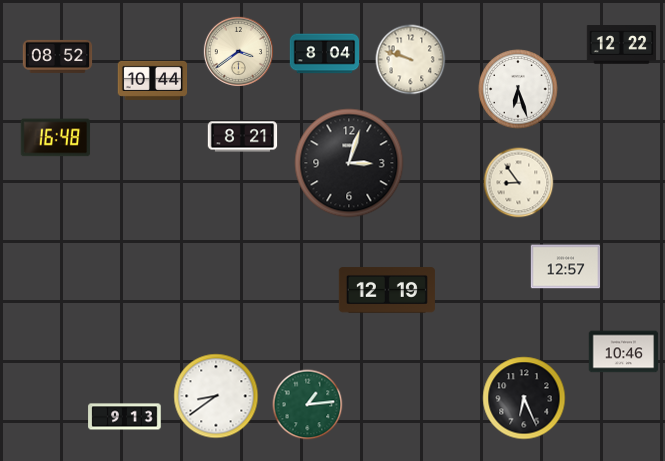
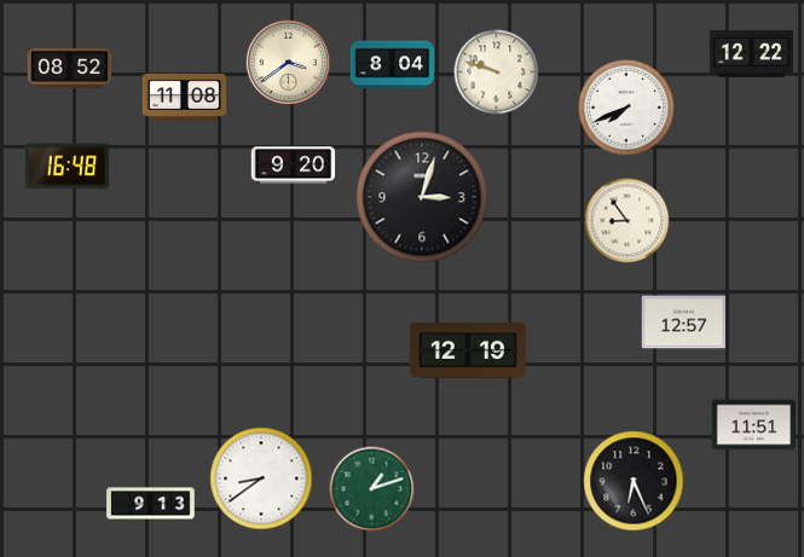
clock at (153, 80): 10:44 -> 11:08
clock at (518, 89): 6:27 -> 7:41
clock at (243, 137): 8:21 -> 9:20
clock at (624, 352): 10:46 -> 11:51
clock at (308, 405): 1:14 -> 1:12
